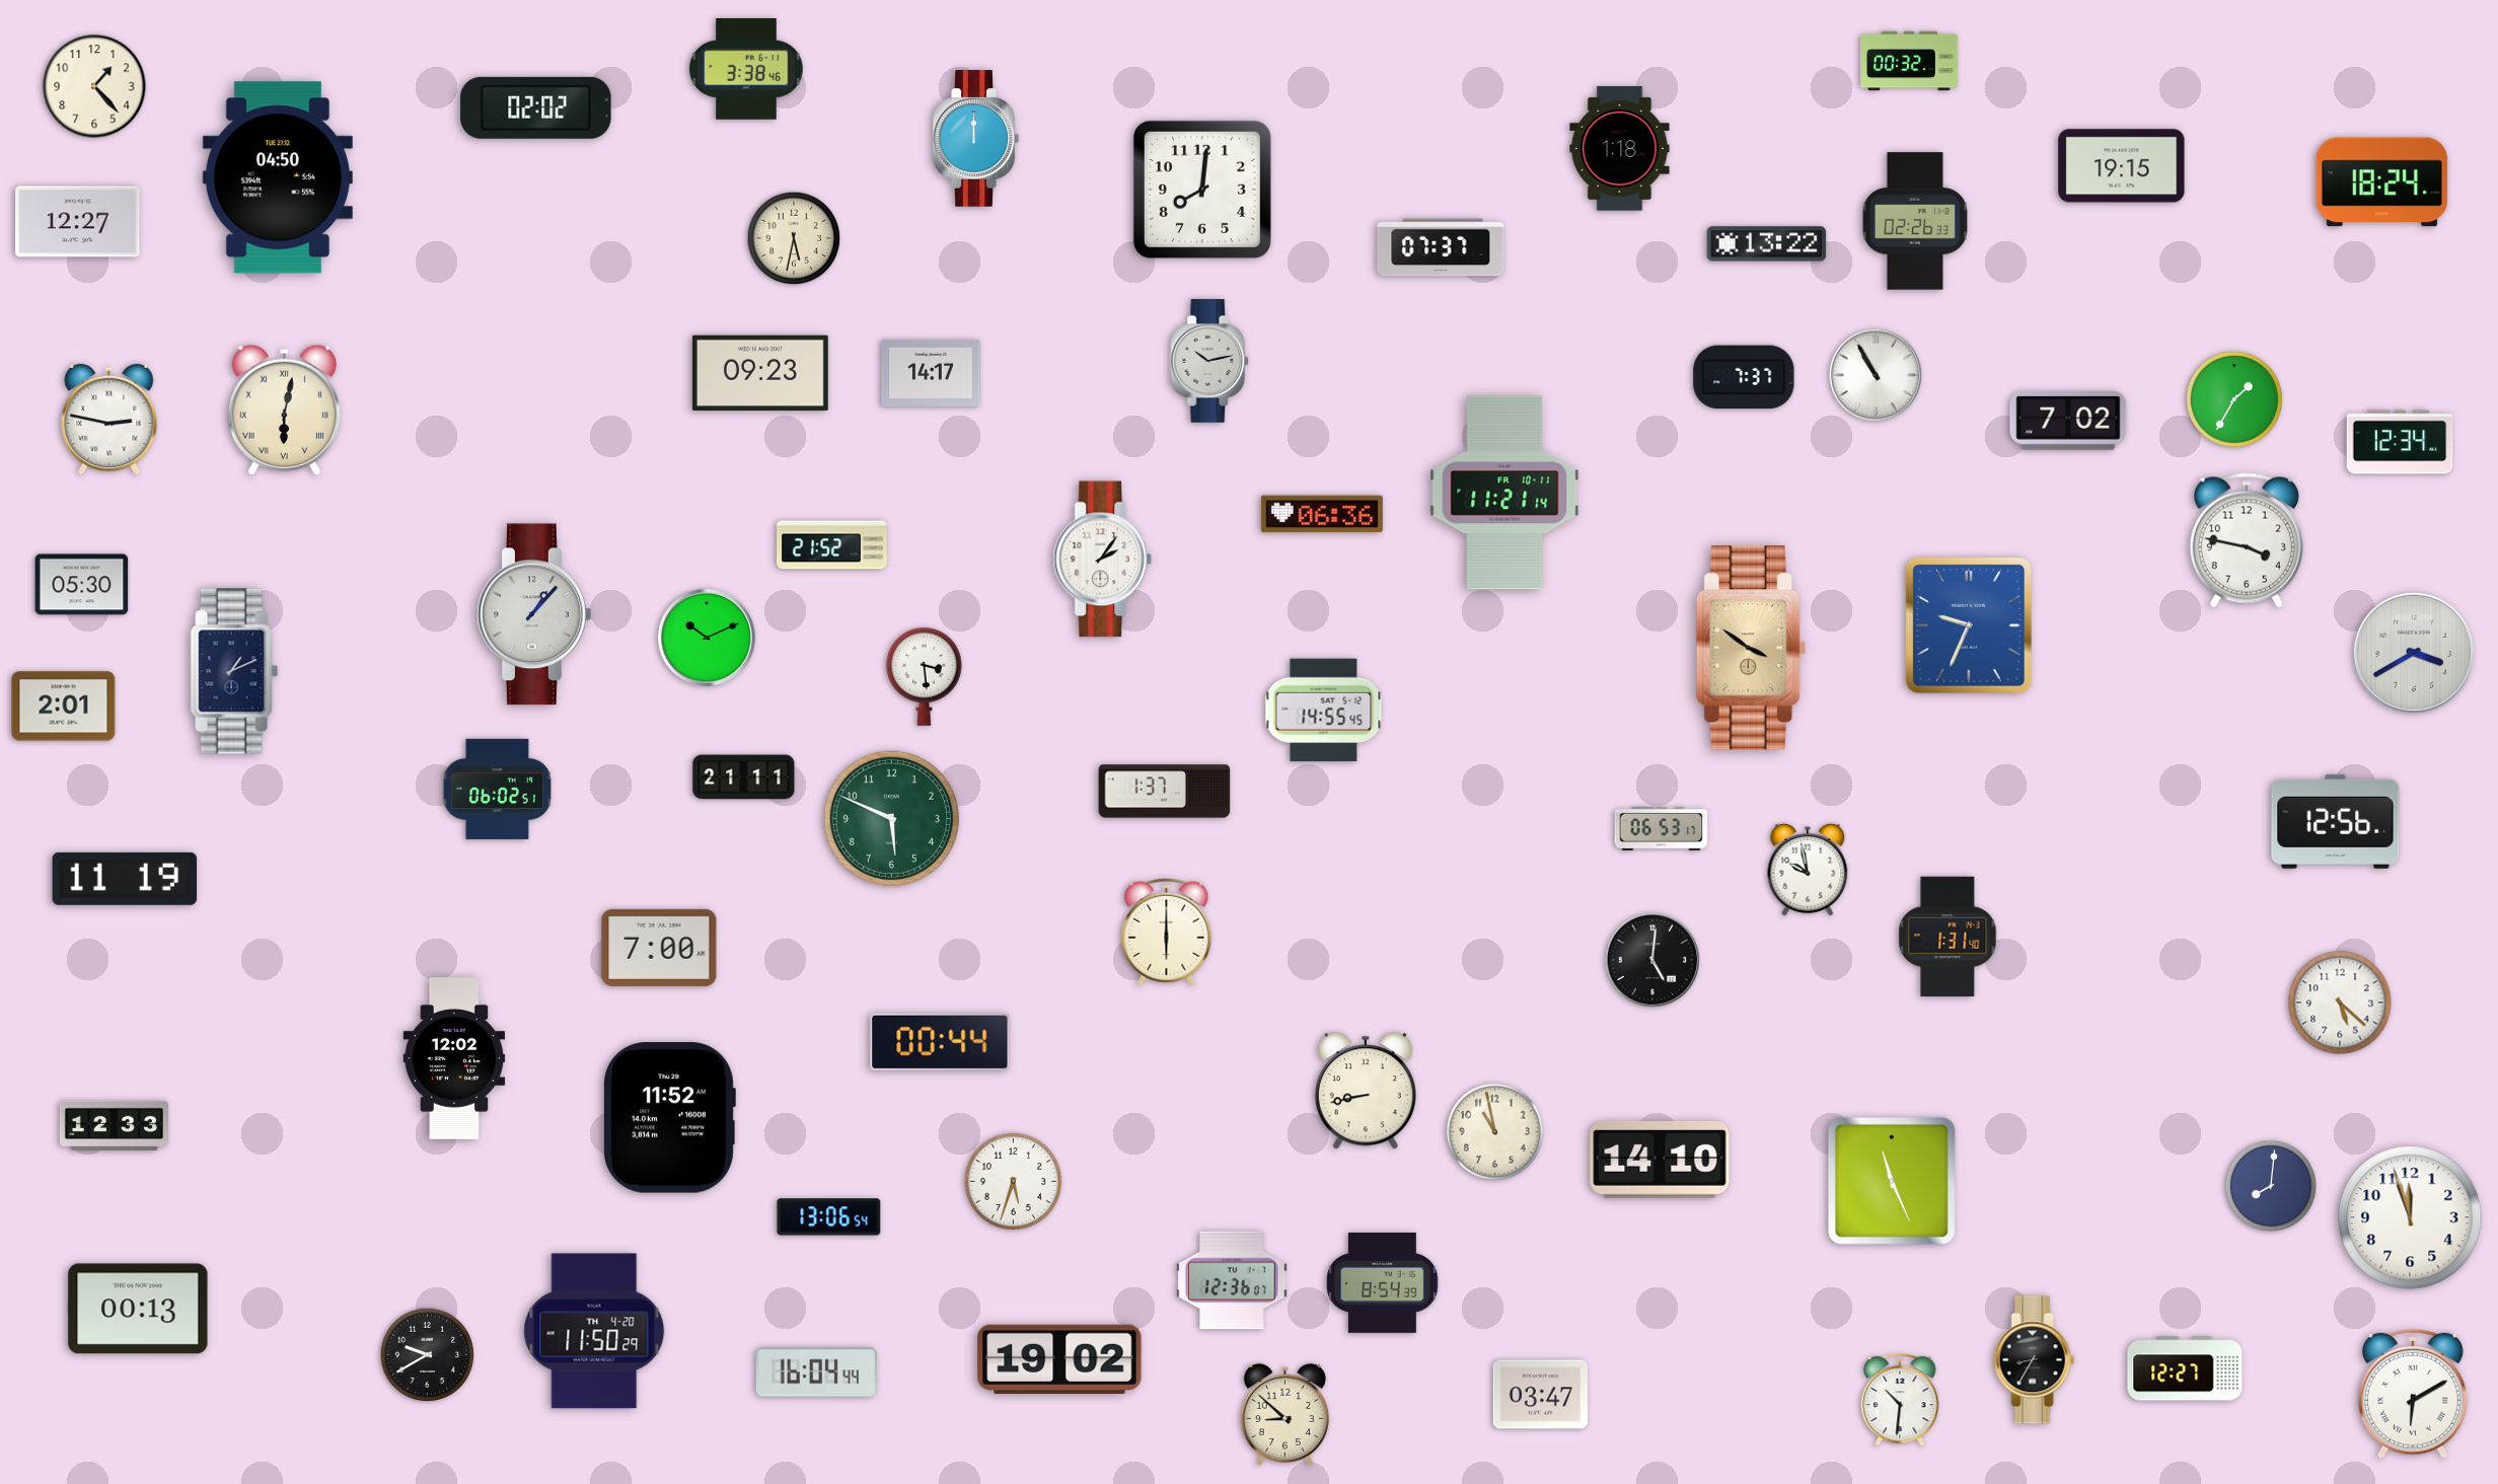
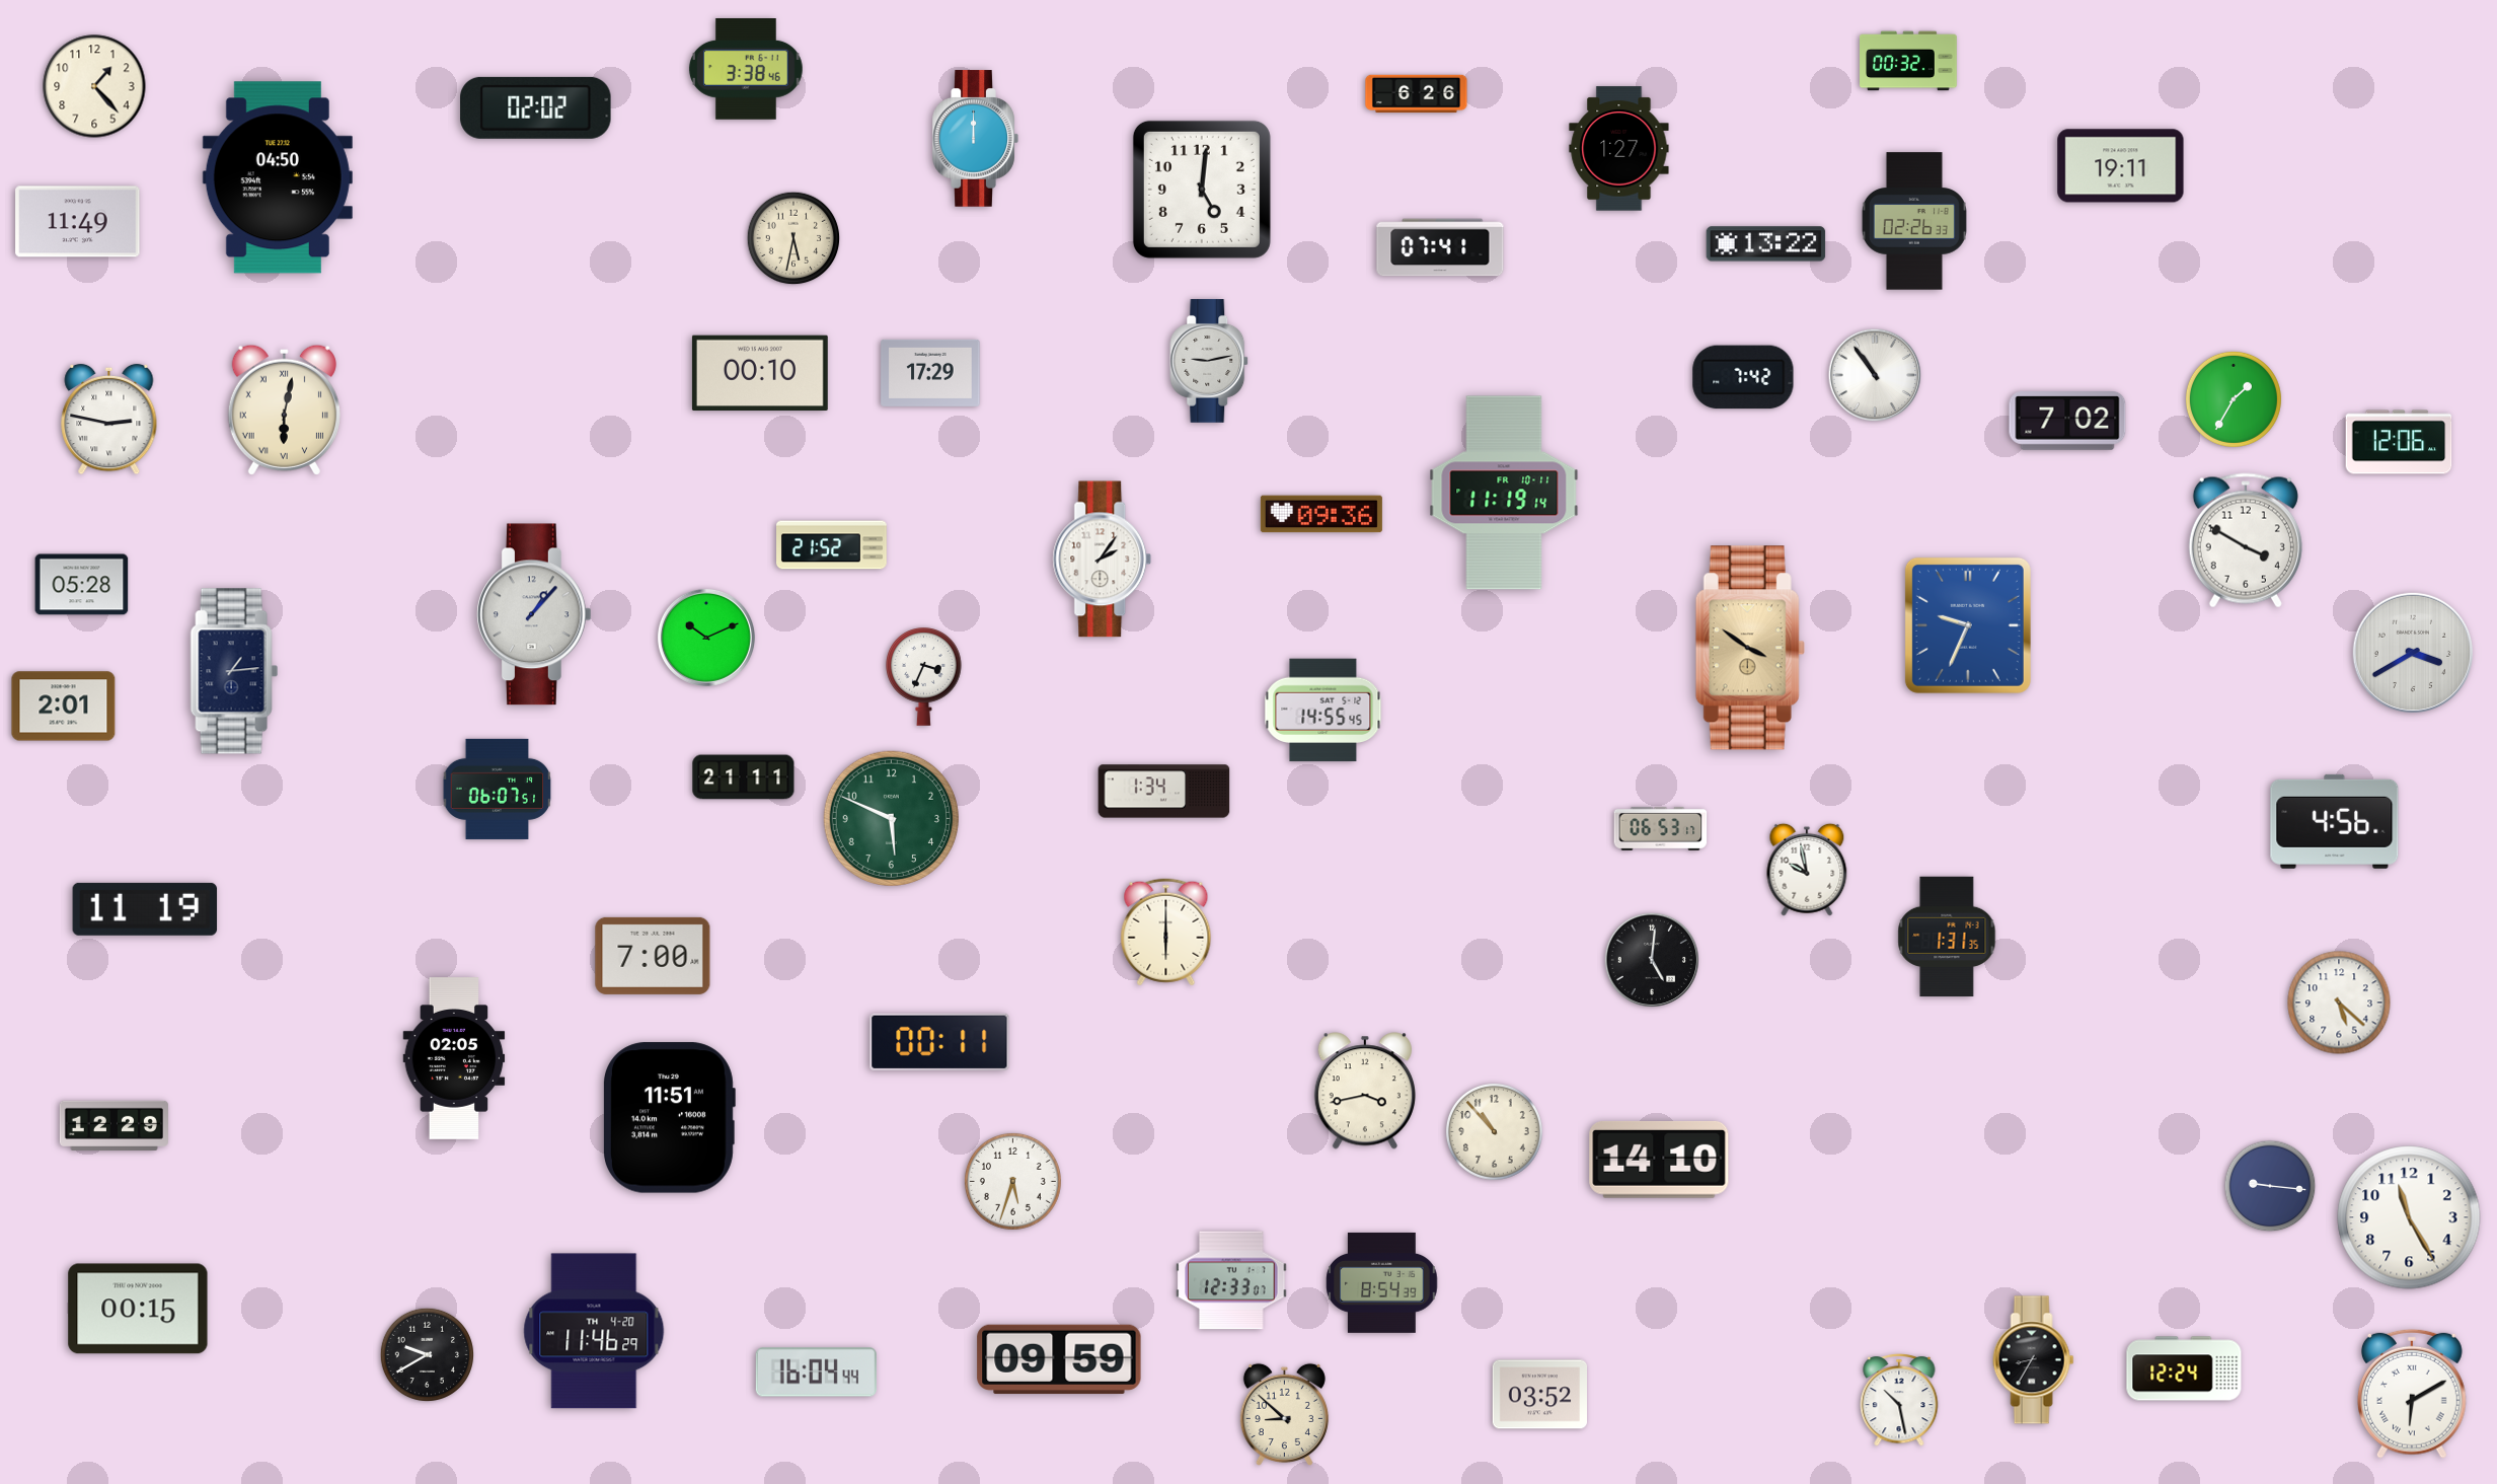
clock at (1417, 94): none -> 6:26
clock at (1620, 149): 1:18 -> 1:27
clock at (2122, 166): 19:15 -> 19:11
clock at (2382, 182): 18:24 -> none
clock at (1202, 190): 8:01 -> 5:01
clock at (78, 222): 12:27 -> 11:49
clock at (1441, 247): 07:37 -> 07:41
clock at (1210, 361): 10:13 -> 9:13
clock at (760, 373): 09:23 -> 00:10
clock at (931, 373): 14:17 -> 17:29
clock at (1876, 375): 10:55 -> 10:54
clock at (1744, 377): 7:37 -> 7:42
clock at (2400, 442): 12:34 -> 12:06
clock at (1504, 493): 11:21 -> 11:19
clock at (1322, 514): 06:36 -> 09:36
clock at (2247, 540): 3:47 -> 3:50
clock at (82, 585): 05:30 -> 05:28
clock at (234, 671): 1:11 -> 1:14
clock at (925, 677): 3:29 -> 3:34
clock at (498, 789): 06:02 -> 06:07
clock at (1165, 792): 1:37 -> 1:34
clock at (2336, 821): 12:56 -> 4:56
clock at (125, 879) position: (125, 879) -> (145, 909)
clock at (1948, 937): 1:31:40 -> 1:31:35
clock at (659, 948) position: (659, 948) -> (653, 956)
clock at (940, 1042): 00:44 -> 00:11
clock at (454, 1058): 12:02 -> 02:05
clock at (1366, 1091): 8:43 -> 3:43
clock at (670, 1118): 11:52 -> 11:51
clock at (114, 1125): 12:33 -> 12:29
clock at (1494, 1131): 10:58 -> 10:53
clock at (1893, 1182): 11:26 -> none
clock at (2271, 1186): 8:01 -> 9:16
clock at (829, 1217): 13:06 -> none
clock at (2410, 1217): 11:57 -> 11:25
clock at (1232, 1280): 12:36 -> 12:33
clock at (138, 1309): 00:13 -> 00:15
clock at (594, 1331): 11:50 -> 11:46
clock at (1059, 1359): 19:02 -> 09:59
clock at (2185, 1368): 12:27 -> 12:24
clock at (1540, 1395): 03:47 -> 03:52
clock at (1900, 1400): 10:31 -> 10:28
